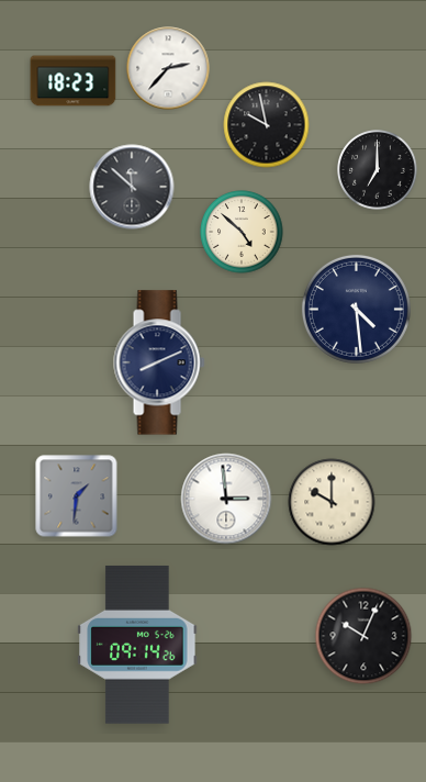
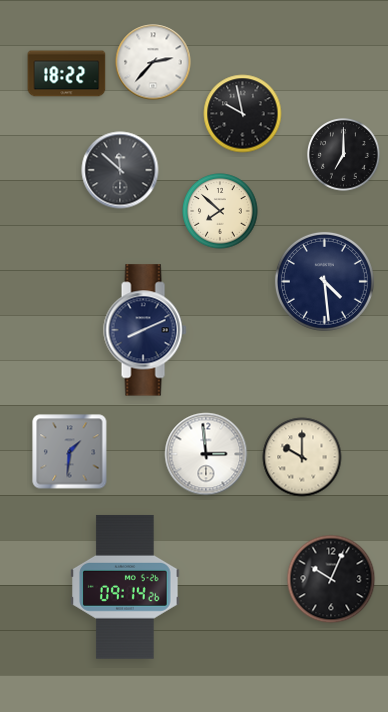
clock at (74, 81): 18:23 -> 18:22
clock at (242, 232): 4:52 -> 7:52
